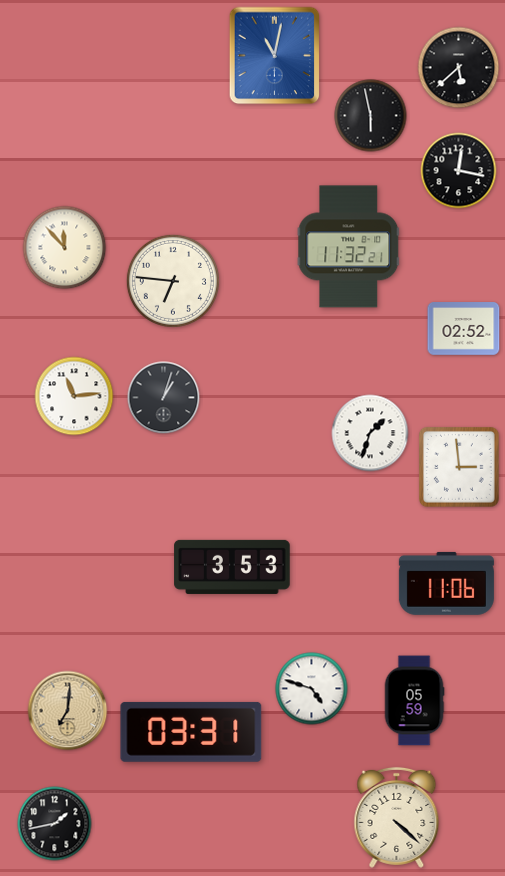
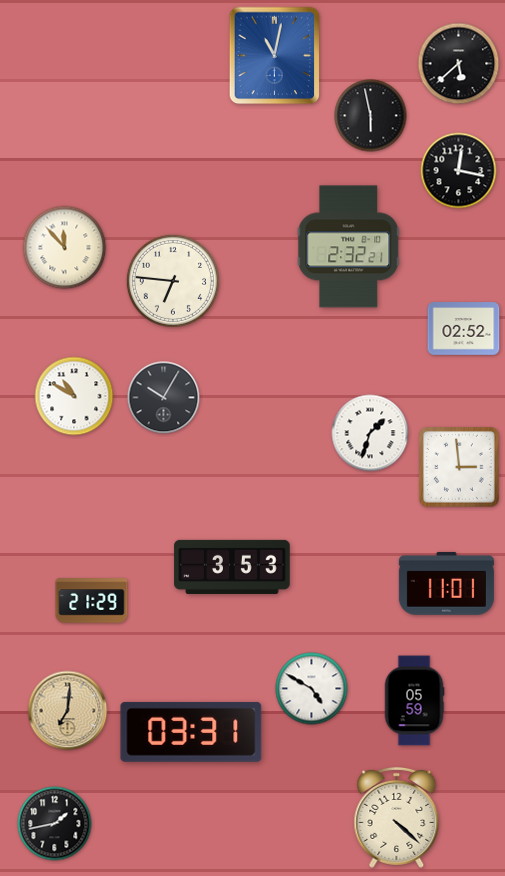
clock at (459, 68) position: (459, 68) -> (459, 64)
clock at (349, 247): 11:32 -> 2:32
clock at (74, 396): 11:14 -> 10:50
clock at (164, 398): 1:03 -> 10:05
clock at (446, 583): 11:06 -> 11:01
clock at (92, 601): none -> 21:29
clock at (312, 689): 4:48 -> 4:50
